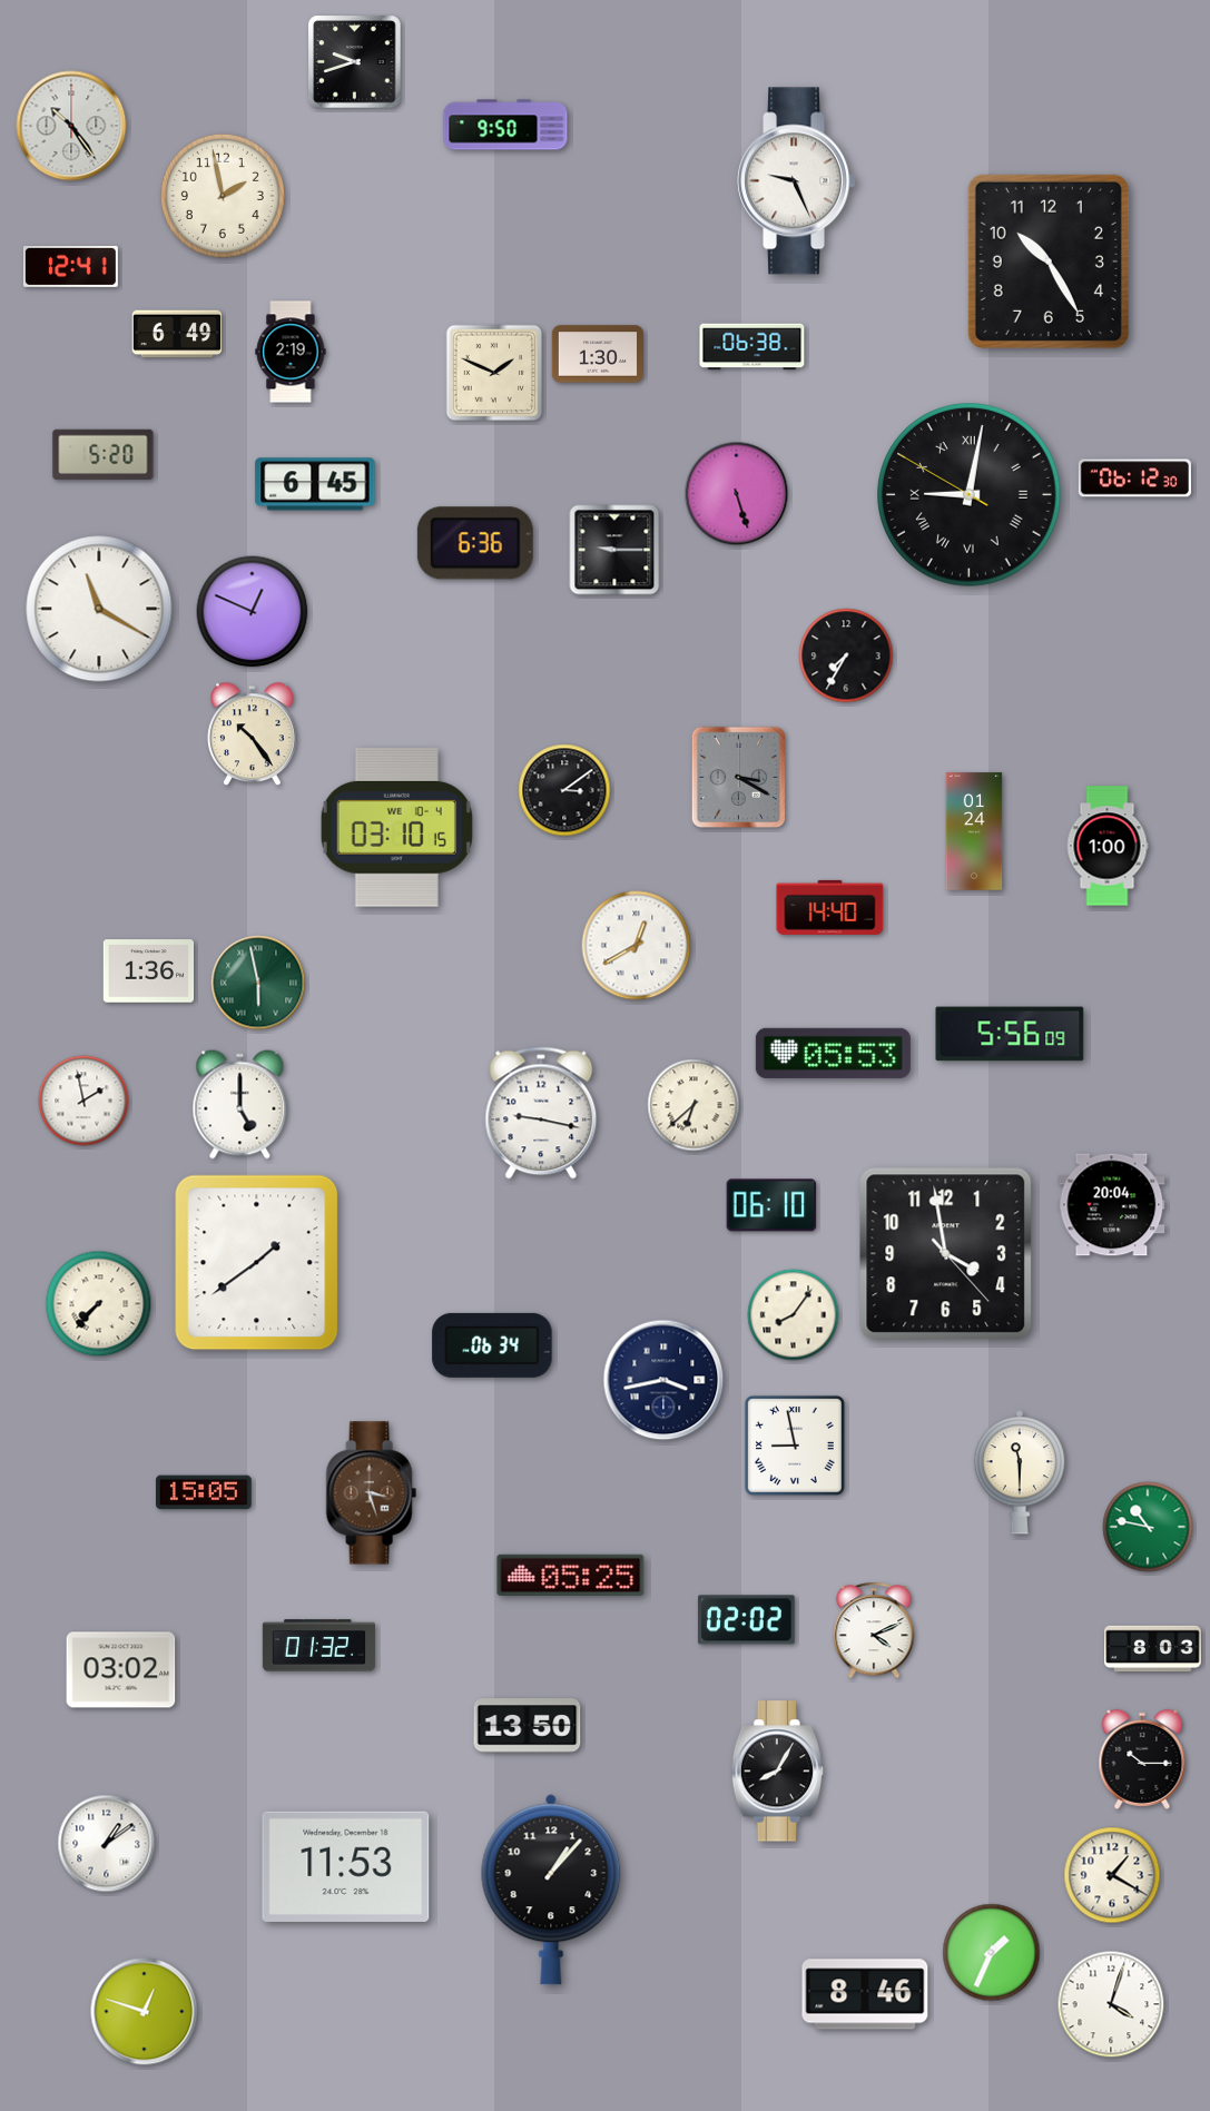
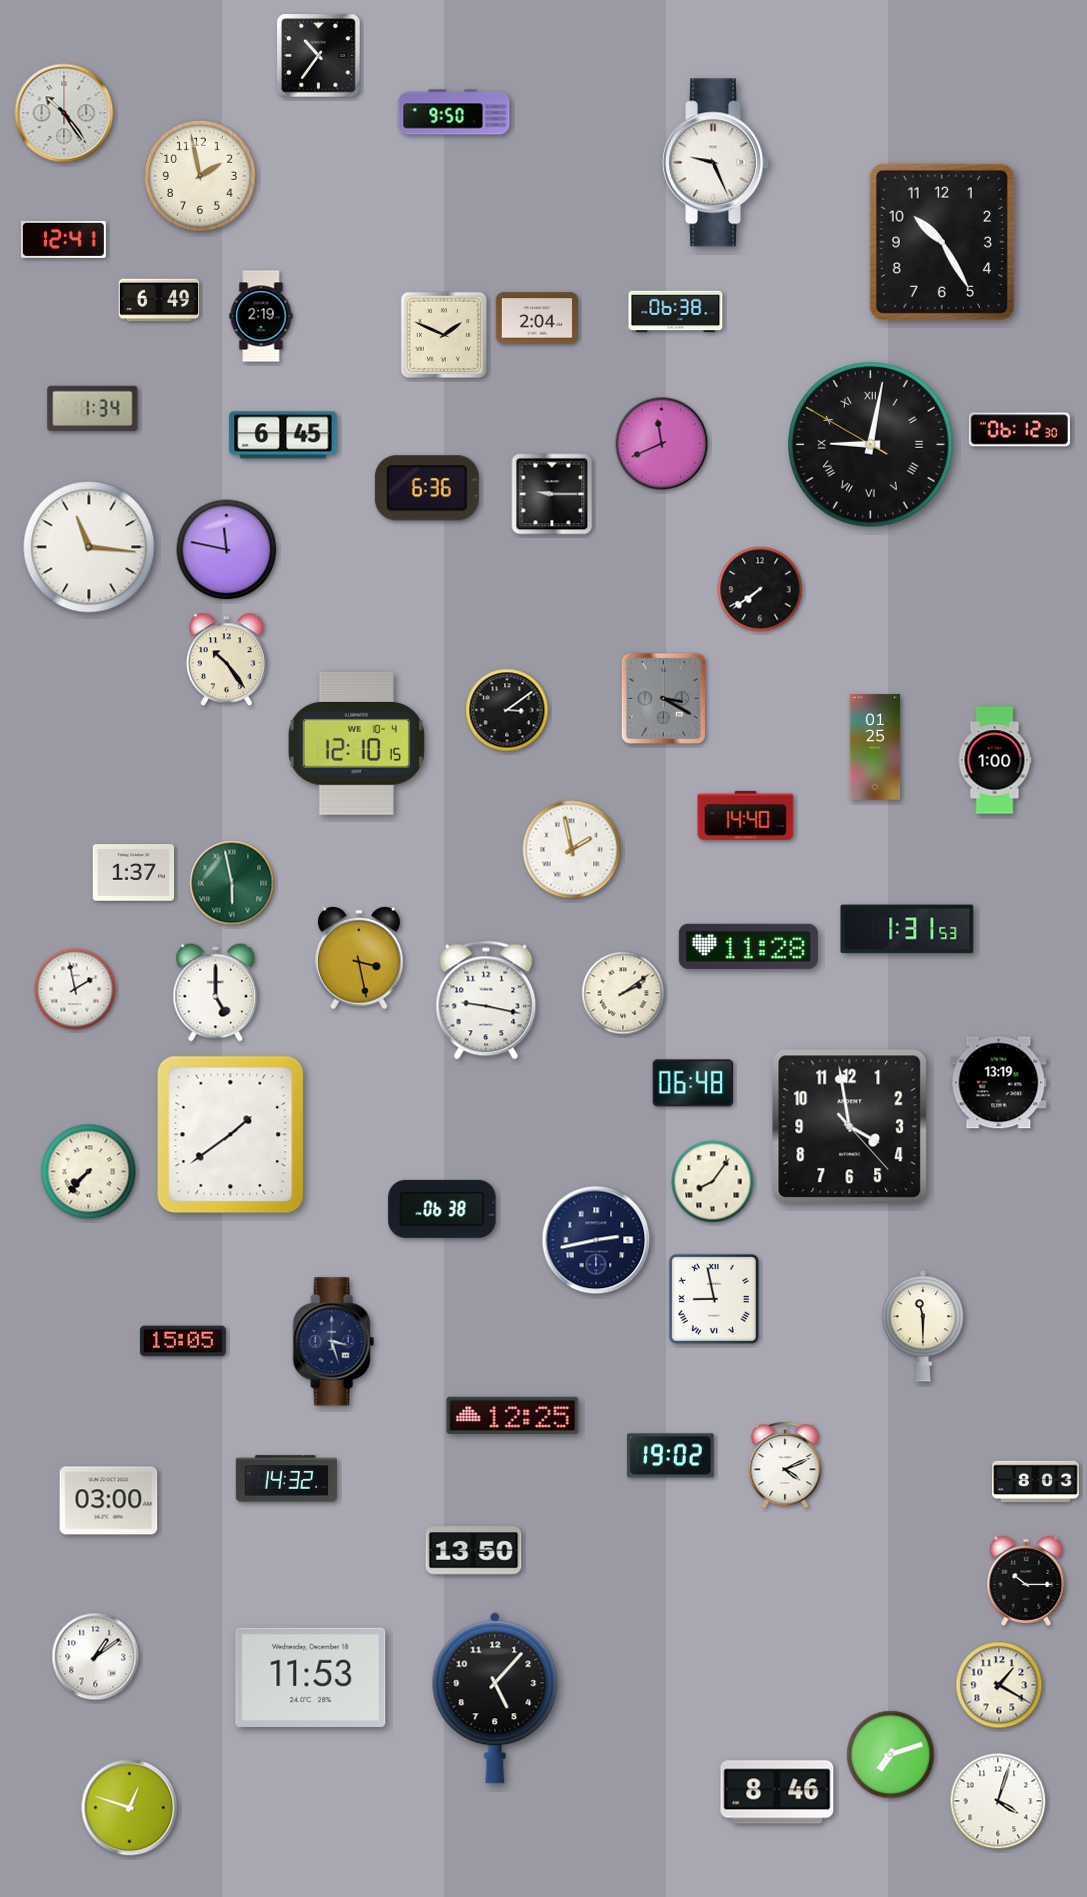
clock at (355, 62): 9:42 -> 10:36
clock at (1049, 262) position: (1049, 262) -> (942, 242)
clock at (597, 354): 1:30 -> 2:04
clock at (104, 455): 5:20 -> 1:34
clock at (737, 494): 5:27 -> 11:41
clock at (99, 609): 11:20 -> 11:16
clock at (253, 612): 12:49 -> 11:47
clock at (846, 655): 7:35 -> 7:39
clock at (396, 828): 03:10 -> 12:10
clock at (974, 831): 01:24 -> 01:25
clock at (637, 946): 12:40 -> 1:58
clock at (149, 971): 1:36 -> 1:37
clock at (1010, 1034): 5:56 -> 1:31
clock at (833, 1053): 05:53 -> 11:28
clock at (360, 958): none -> 3:28
clock at (693, 1105): 6:38 -> 2:09
clock at (771, 1205): 06:10 -> 06:48
clock at (1112, 1205): 20:04 -> 13:19
clock at (492, 1345): 06:34 -> 06:38
clock at (663, 1380): 3:43 -> 2:43
clock at (1020, 1472) position: (1020, 1472) -> (923, 1326)
clock at (371, 1493) dial: brown -> navy
clock at (1148, 1527): 10:47 -> none
clock at (571, 1575): 05:25 -> 12:25
clock at (747, 1620): 02:02 -> 19:02
clock at (318, 1646): 01:32 -> 14:32
clock at (121, 1670): 03:02 -> 03:00
clock at (778, 1772): 8:05 -> none
clock at (551, 1890): 1:07 -> 5:07
clock at (992, 1953): 1:34 -> 7:12
